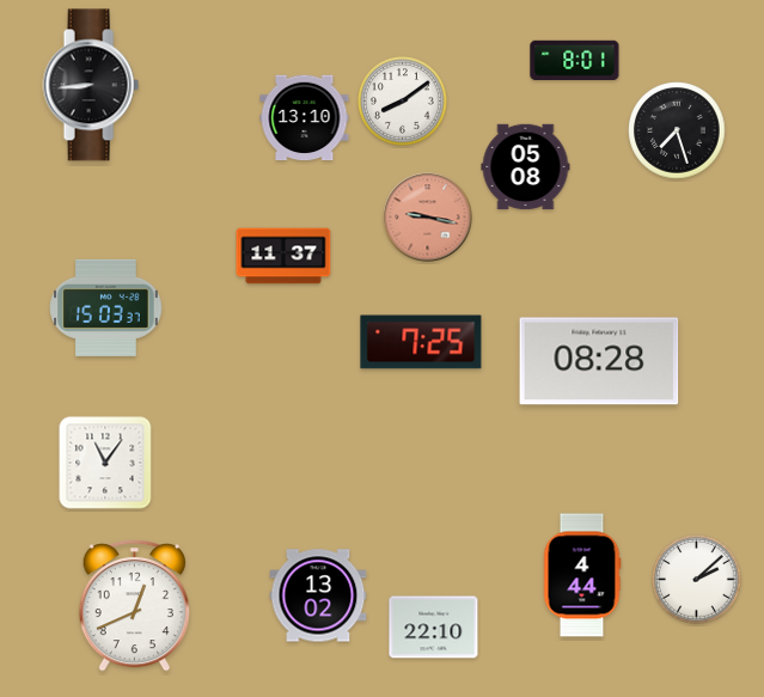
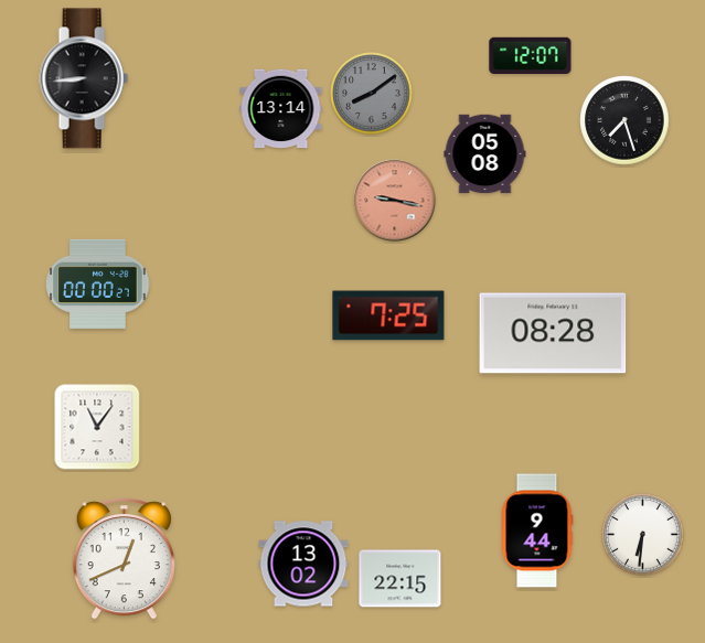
clock at (575, 60): 8:01 -> 12:07
clock at (403, 102) dial: white -> grey
clock at (305, 118): 13:10 -> 13:14
clock at (283, 256): 11:37 -> none
clock at (106, 307): 15:03 -> 00:00
clock at (582, 575): 4:44 -> 9:44
clock at (697, 580): 2:08 -> 6:31
clock at (318, 595) position: (318, 595) -> (303, 564)
clock at (434, 628): 22:10 -> 22:15
